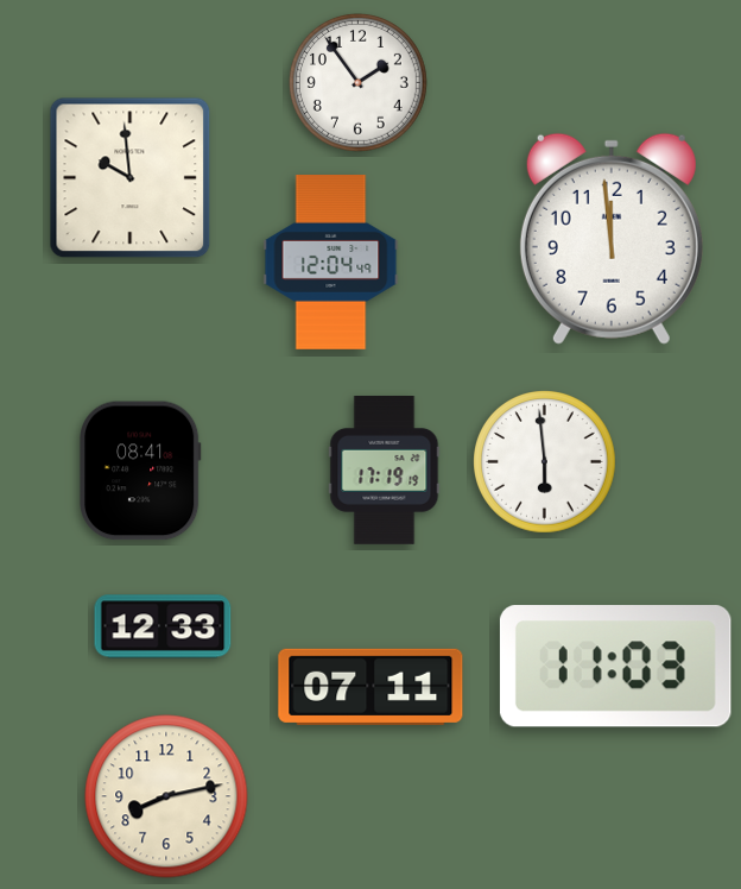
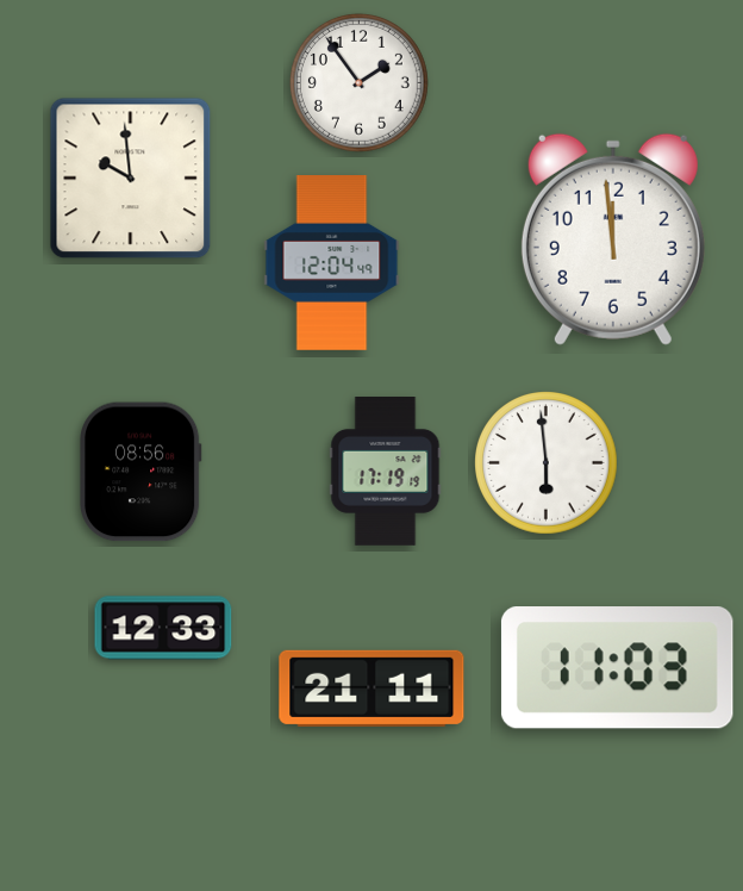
clock at (141, 471): 08:41 -> 08:56
clock at (370, 687): 07:11 -> 21:11
clock at (166, 796): 8:13 -> none
